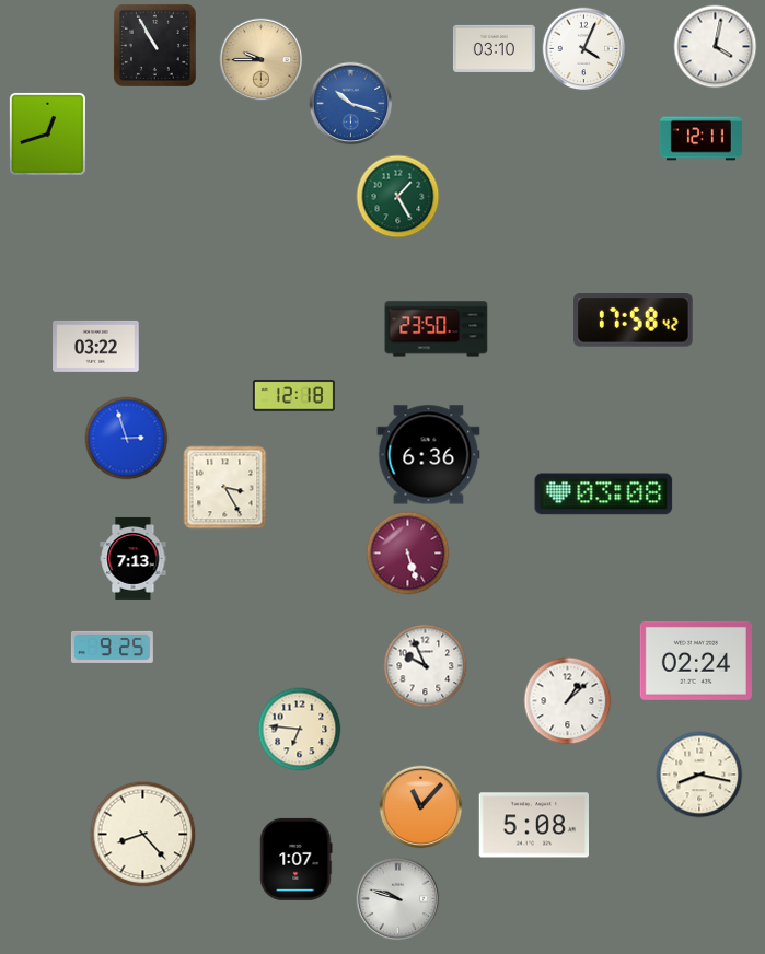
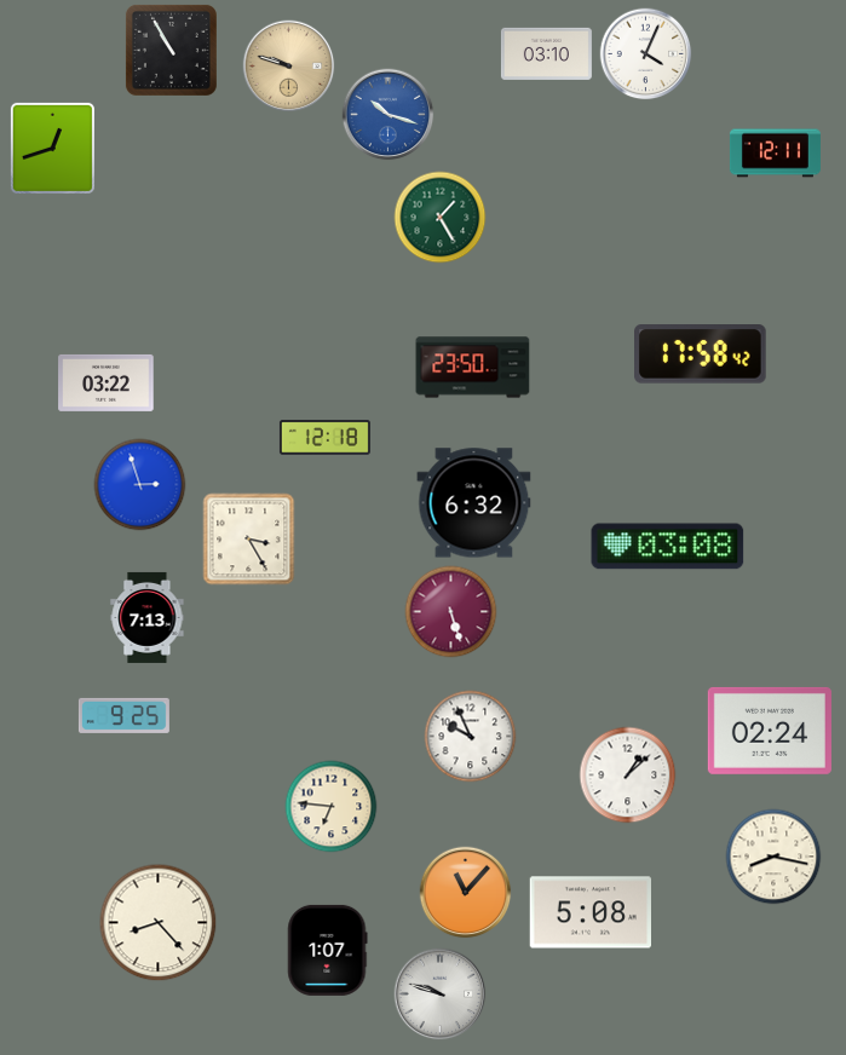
clock at (716, 47): 4:02 -> none
clock at (262, 60): 9:45 -> 9:48
clock at (437, 329) position: (437, 329) -> (473, 368)
clock at (429, 455): 6:36 -> 6:32
